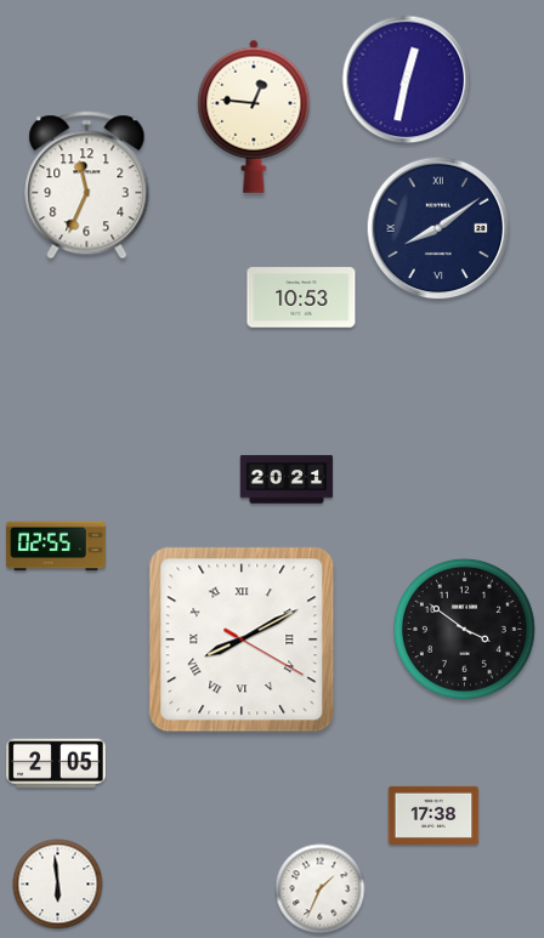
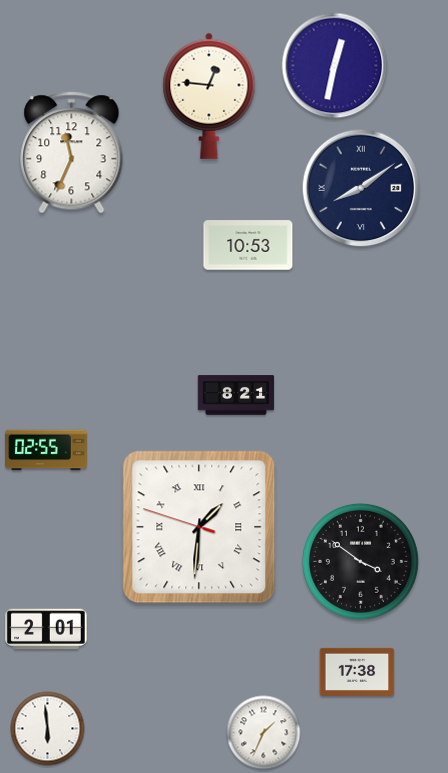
clock at (287, 479): 20:21 -> 8:21
clock at (464, 629) position: (464, 629) -> (360, 561)
clock at (242, 639): 8:10 -> 1:30
clock at (56, 763): 2:05 -> 2:01
